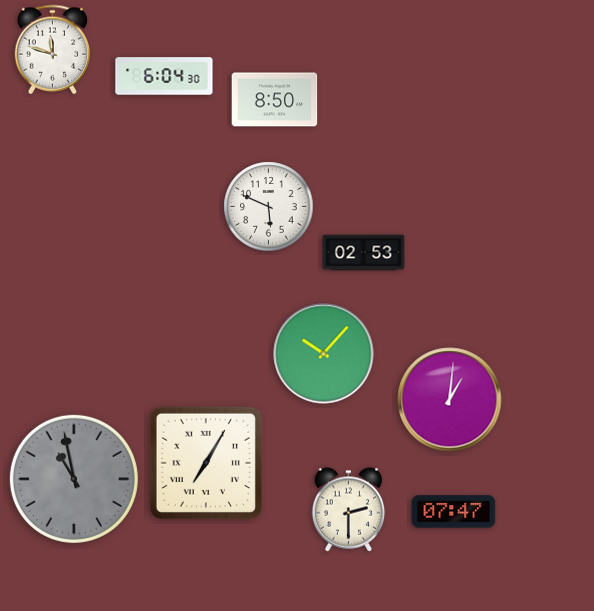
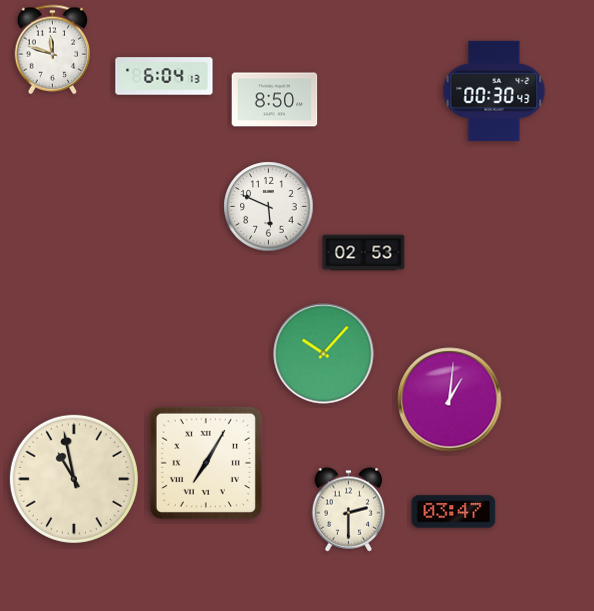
clock at (164, 76): 6:04:30 -> 6:04:13
clock at (494, 91): none -> 00:30
clock at (74, 479) dial: grey -> cream
clock at (454, 512): 07:47 -> 03:47
